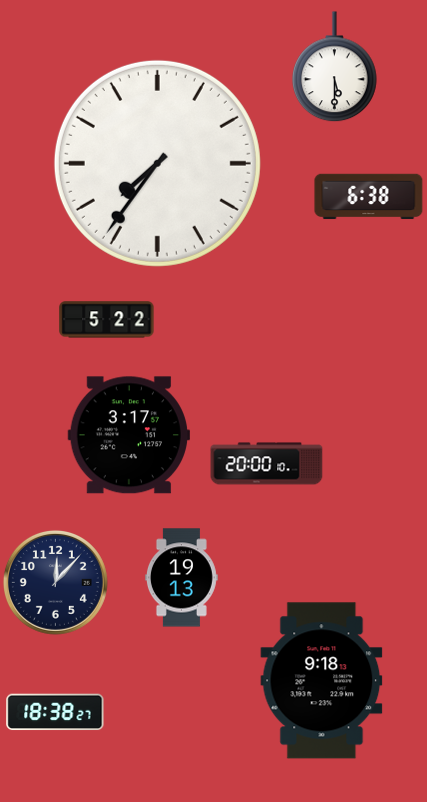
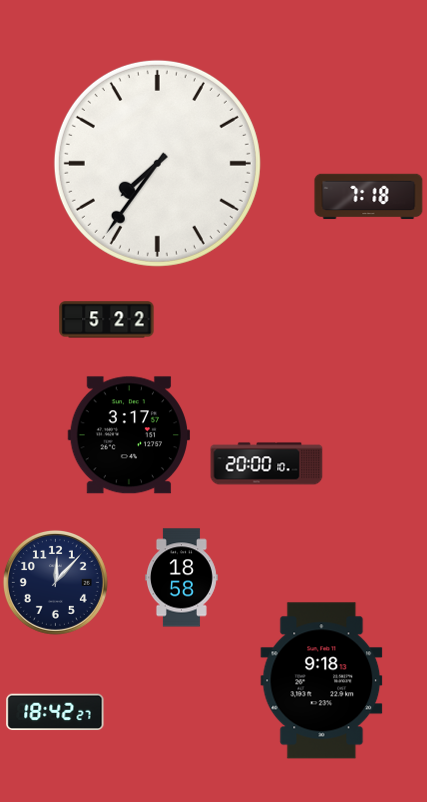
clock at (335, 67): 5:30 -> none
clock at (369, 197): 6:38 -> 7:18
clock at (181, 578): 19:13 -> 18:58
clock at (55, 712): 18:38 -> 18:42
